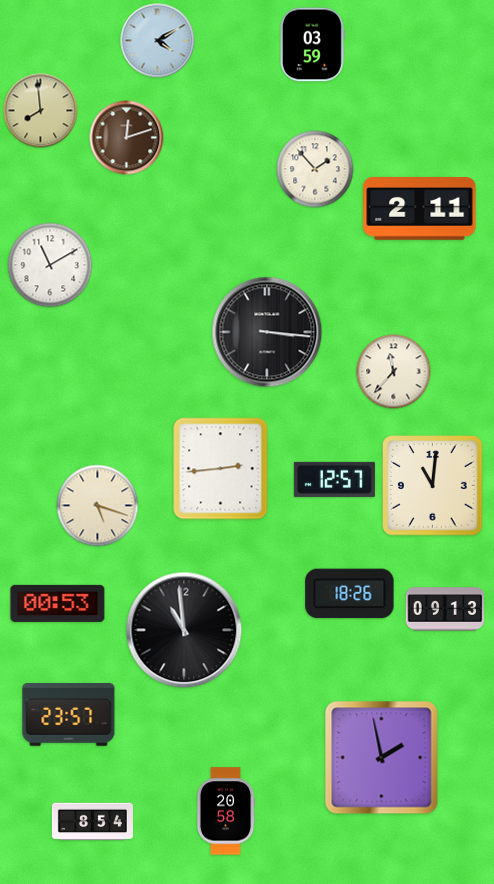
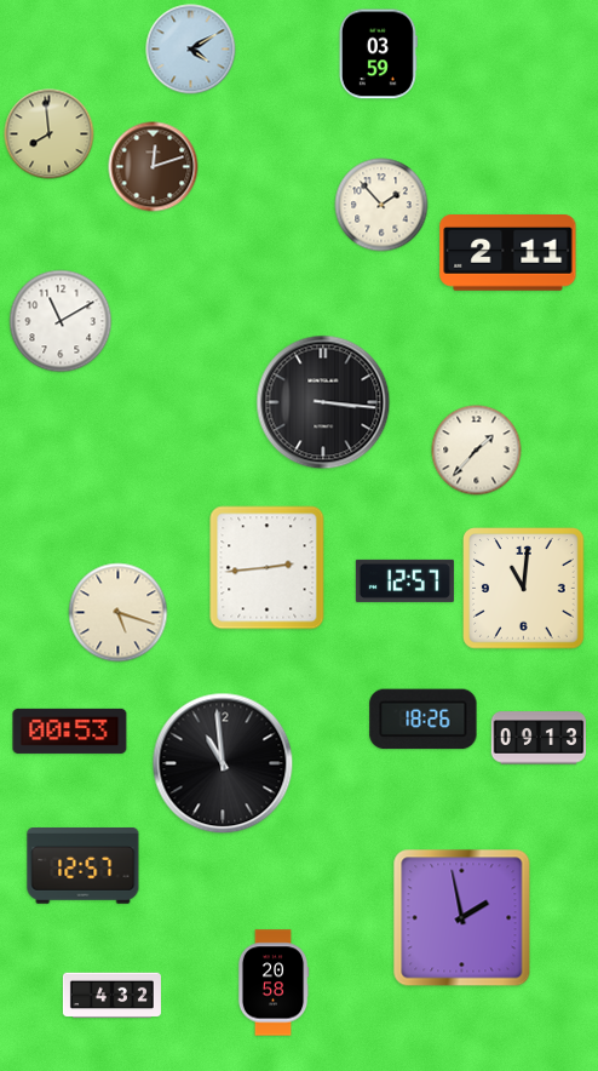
clock at (394, 372): 11:37 -> 1:37
clock at (69, 715): 23:57 -> 12:57
clock at (92, 822): 8:54 -> 4:32
